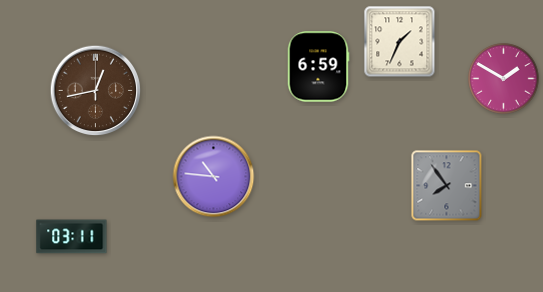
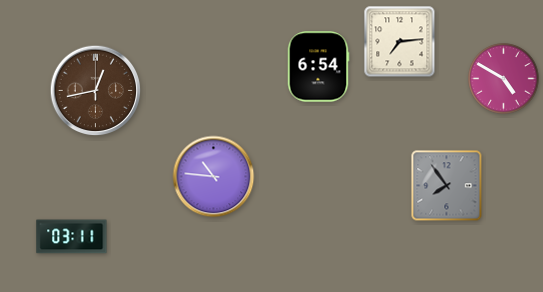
clock at (400, 42): 1:34 -> 7:14
clock at (318, 67): 6:59 -> 6:54
clock at (504, 79): 1:50 -> 4:50
